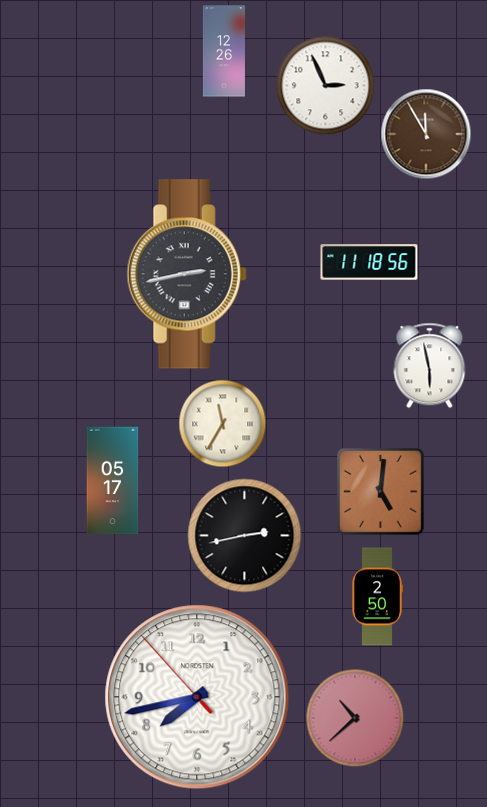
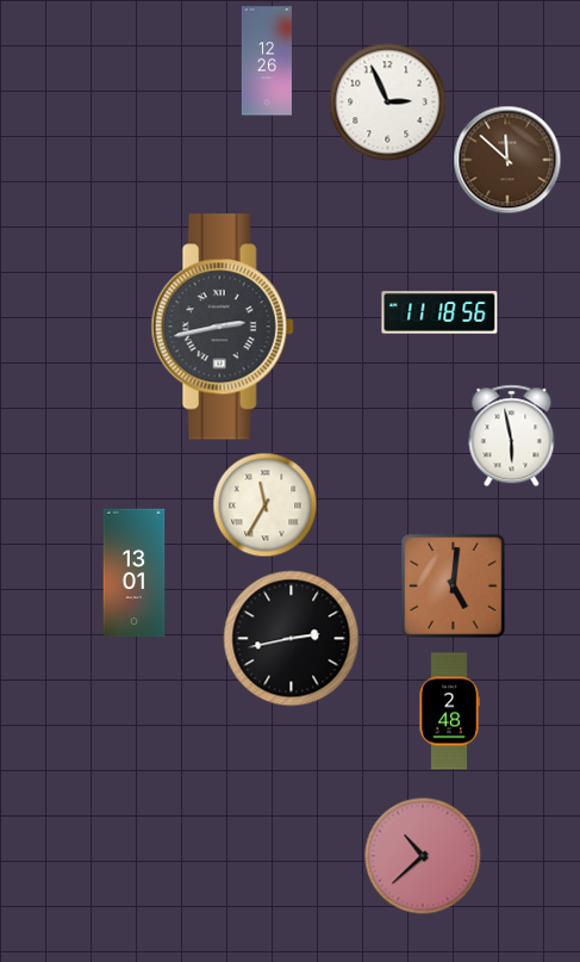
clock at (426, 134): 11:55 -> 11:52
clock at (113, 481): 05:17 -> 13:01
clock at (377, 597): 2:50 -> 2:48
clock at (197, 697): 7:42 -> none
